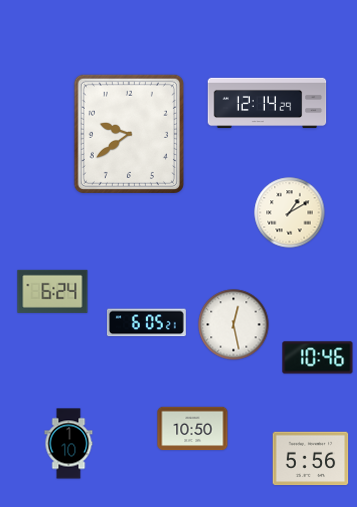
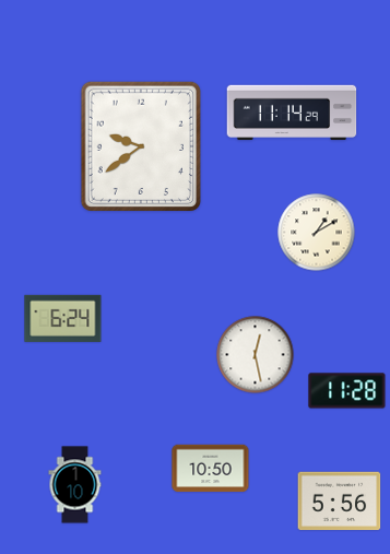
clock at (267, 103): 12:14 -> 11:14
clock at (53, 291) position: (53, 291) -> (63, 318)
clock at (146, 323): 6:05 -> none
clock at (318, 358): 10:46 -> 11:28
